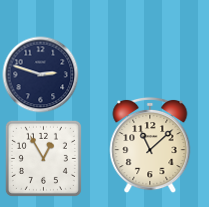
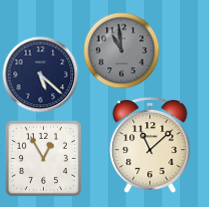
clock at (122, 51): none -> 10:59
clock at (41, 75): 2:48 -> 5:22
